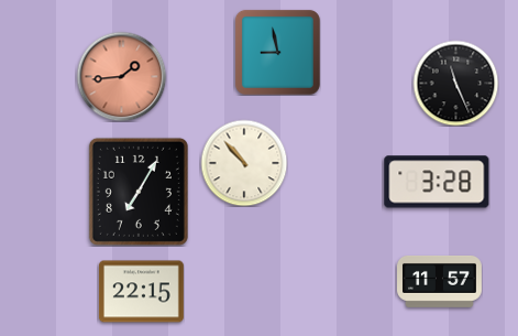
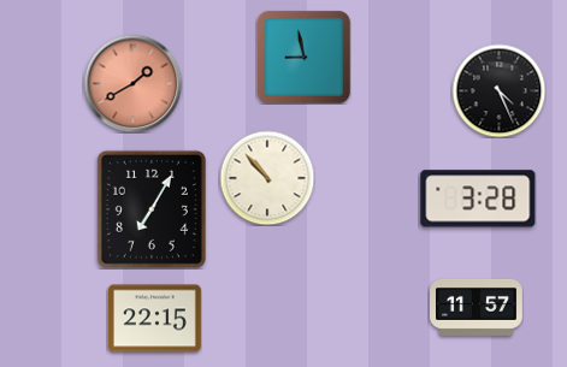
clock at (121, 76): 1:44 -> 1:40
clock at (455, 83): 11:26 -> 4:26
clock at (440, 281) position: (440, 281) -> (477, 307)
